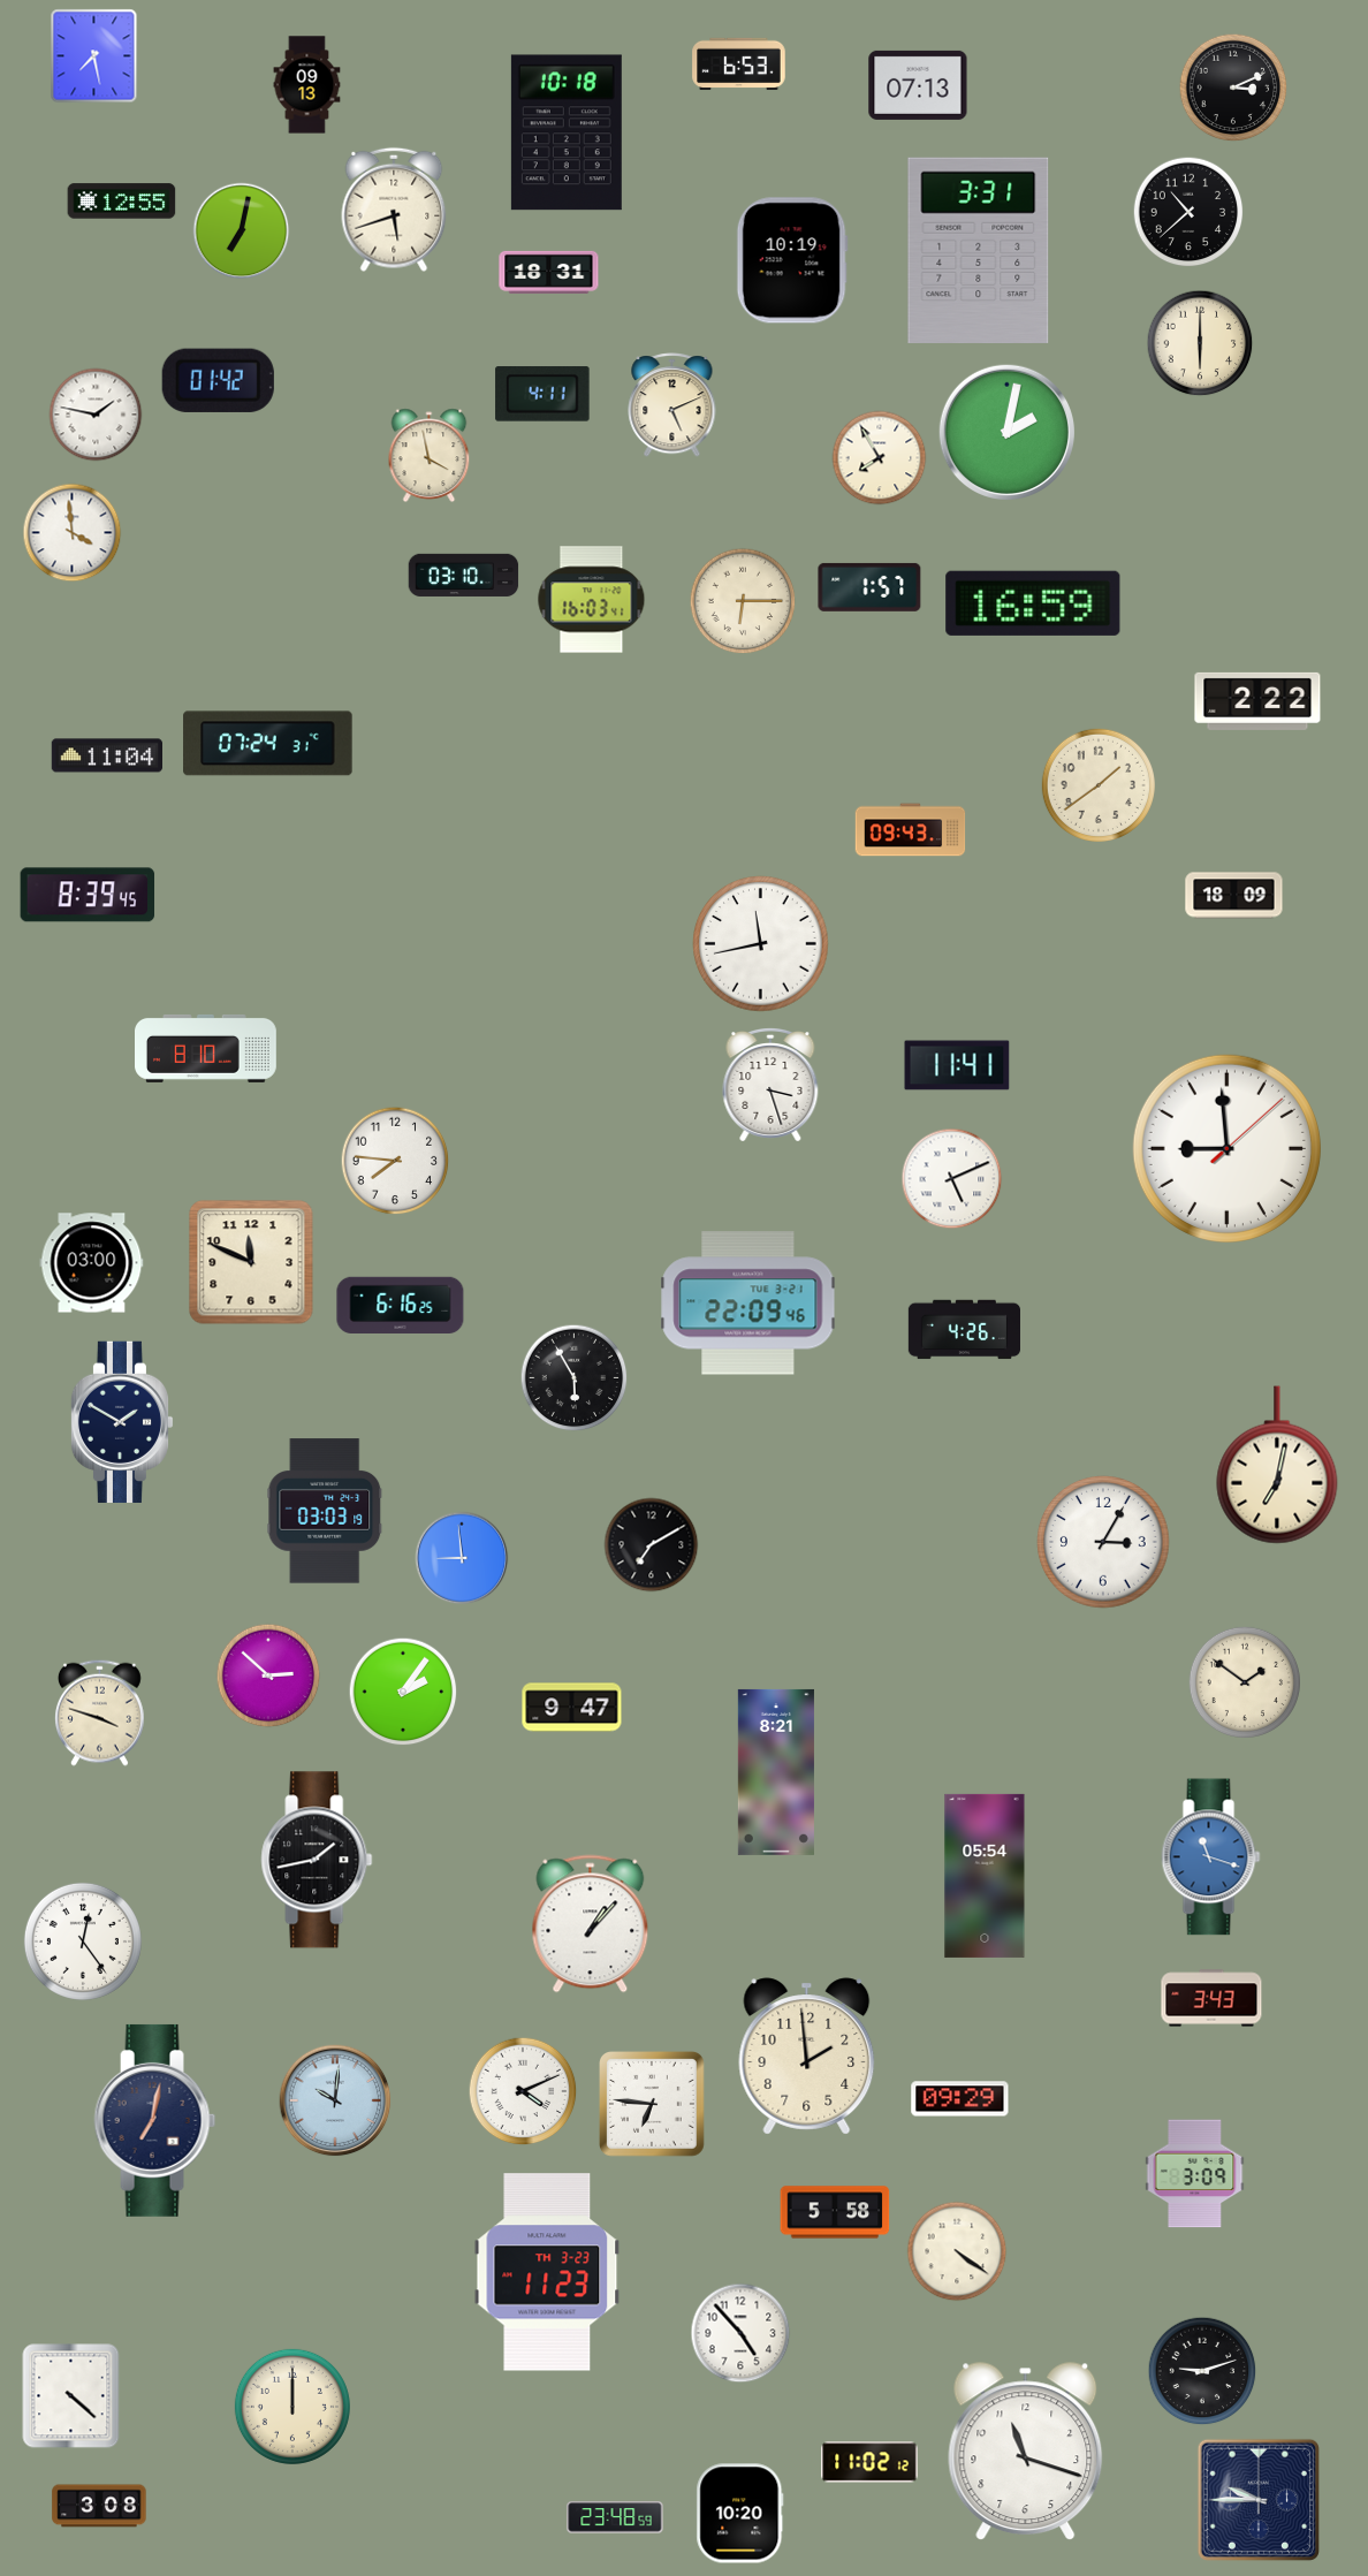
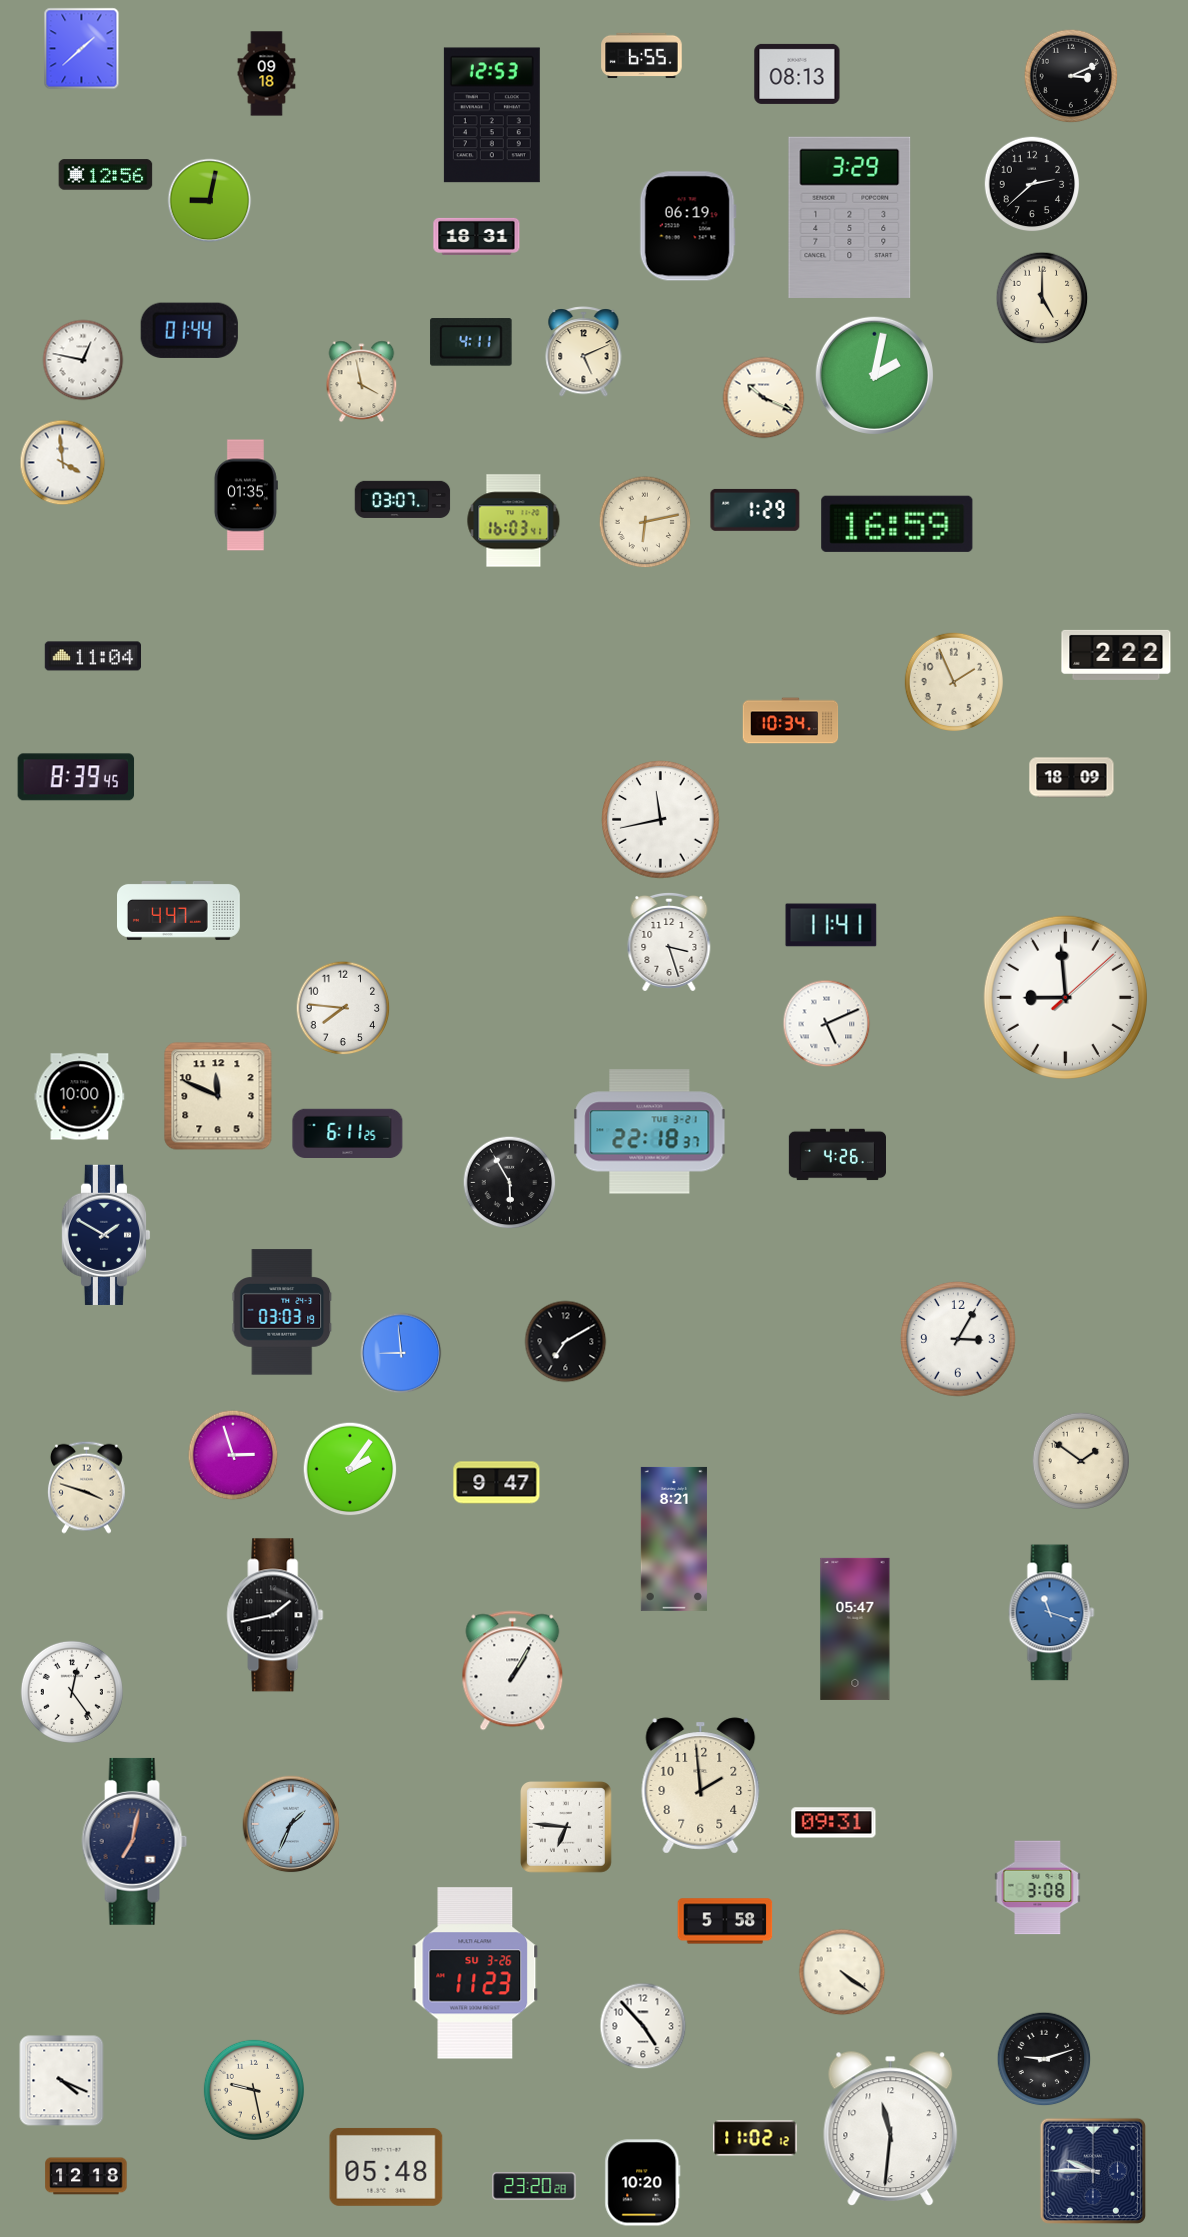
clock at (94, 56): 7:28 -> 1:38
clock at (739, 64): 6:53 -> 6:55
clock at (307, 85): 09:13 -> 09:18
clock at (918, 85): 07:13 -> 08:13
clock at (567, 132): 10:18 -> 12:53
clock at (122, 202): 12:55 -> 12:56
clock at (394, 210): 5:42 -> none
clock at (1188, 212): 10:38 -> 2:38
clock at (242, 231): 7:02 -> 9:02
clock at (979, 250): 3:31 -> 3:29
clock at (792, 260): 10:19 -> 06:19
clock at (1200, 343): 6:00 -> 5:00
clock at (218, 380): 01:42 -> 01:44
clock at (96, 415): 1:47 -> 12:47
clock at (430, 456) position: (430, 456) -> (362, 382)
clock at (880, 458): 7:55 -> 10:19
clock at (246, 495): none -> 01:35
clock at (464, 575): 03:10 -> 03:07
clock at (869, 587): 1:57 -> 1:29
clock at (743, 601): 6:15 -> 6:13
clock at (1257, 701) position: (1257, 701) -> (1116, 655)
clock at (268, 744): 07:24 -> none
clock at (1099, 785): 1:39 -> 1:56
clock at (911, 830): 09:43 -> 10:34
clock at (206, 1048): 8:10 -> 4:47
clock at (92, 1263): 03:00 -> 10:00
clock at (748, 1304): 22:09 -> 22:18
clock at (401, 1305): 6:16 -> 6:11
clock at (575, 1378) position: (575, 1378) -> (510, 1183)
clock at (1277, 1465): 7:02 -> none
clock at (268, 1675): 2:52 -> 2:57
clock at (985, 1876): 05:54 -> 05:47
clock at (591, 1924): 1:07 -> 1:05
clock at (83, 1942) position: (83, 1942) -> (72, 1692)
clock at (1211, 1998): 3:43 -> none
clock at (523, 2091): 4:11 -> none
clock at (960, 2099): 09:29 -> 09:31
clock at (335, 2100): 10:01 -> 1:34
clock at (1195, 2174): 3:09 -> 3:08
clock at (957, 2251) position: (957, 2251) -> (842, 1972)
clock at (547, 2272) date: TH 3-23 -> SU 3-26
clock at (71, 2396): 4:22 -> 4:19
clock at (292, 2407): 12:00 -> 9:28
clock at (1026, 2452): 11:18 -> 11:31
clock at (386, 2167): none -> 05:48
clock at (99, 2506): 3:08 -> 12:18
clock at (615, 2517): 23:48 -> 23:20
